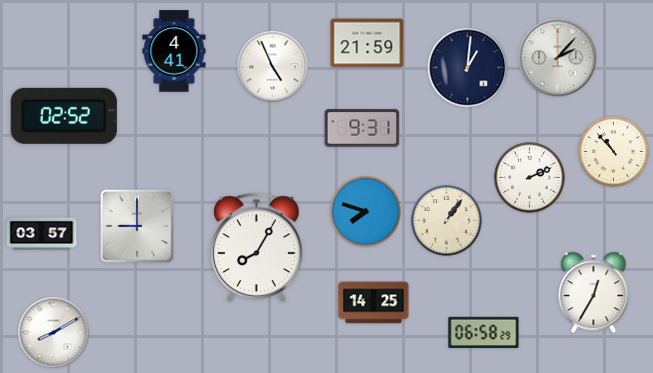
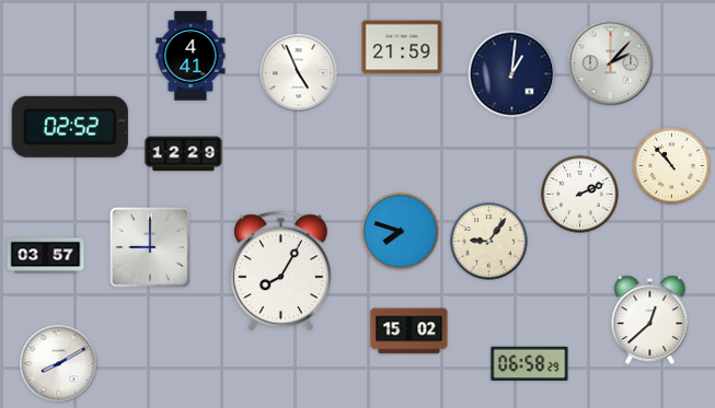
clock at (362, 128): 9:31 -> none
clock at (184, 154): none -> 12:29
clock at (447, 221): 1:06 -> 9:06
clock at (594, 293): 12:35 -> 12:38
clock at (374, 303): 14:25 -> 15:02
